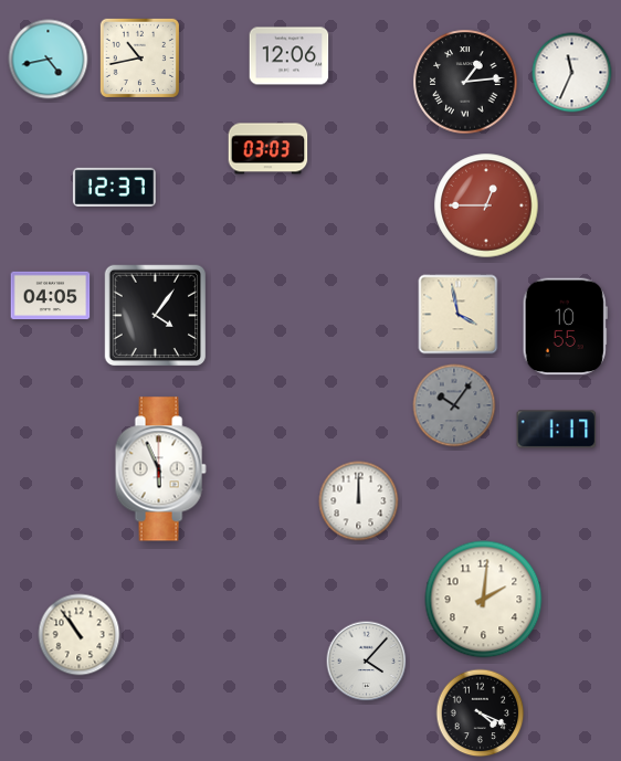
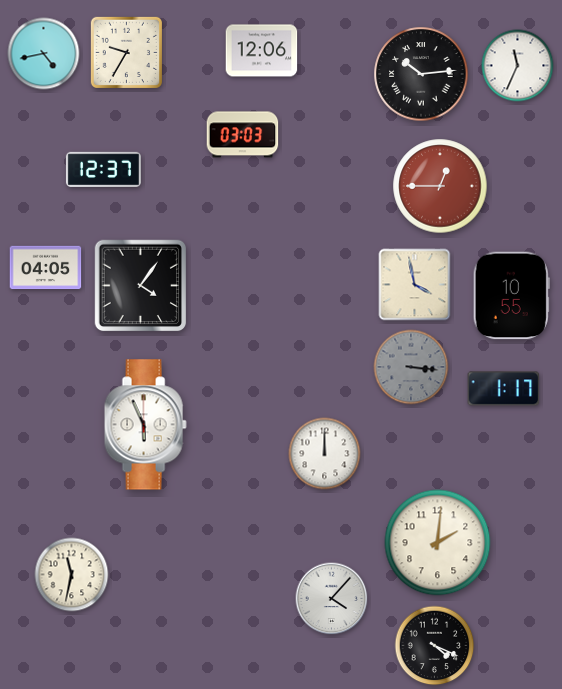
clock at (139, 57): 10:43 -> 9:35
clock at (465, 82): 1:14 -> 10:14
clock at (454, 405): 10:06 -> 3:16
clock at (80, 635): 10:54 -> 11:32
